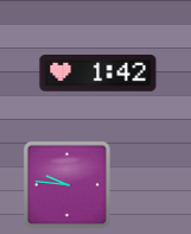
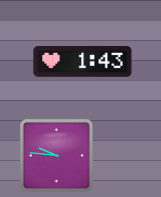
clock at (98, 74): 1:42 -> 1:43
